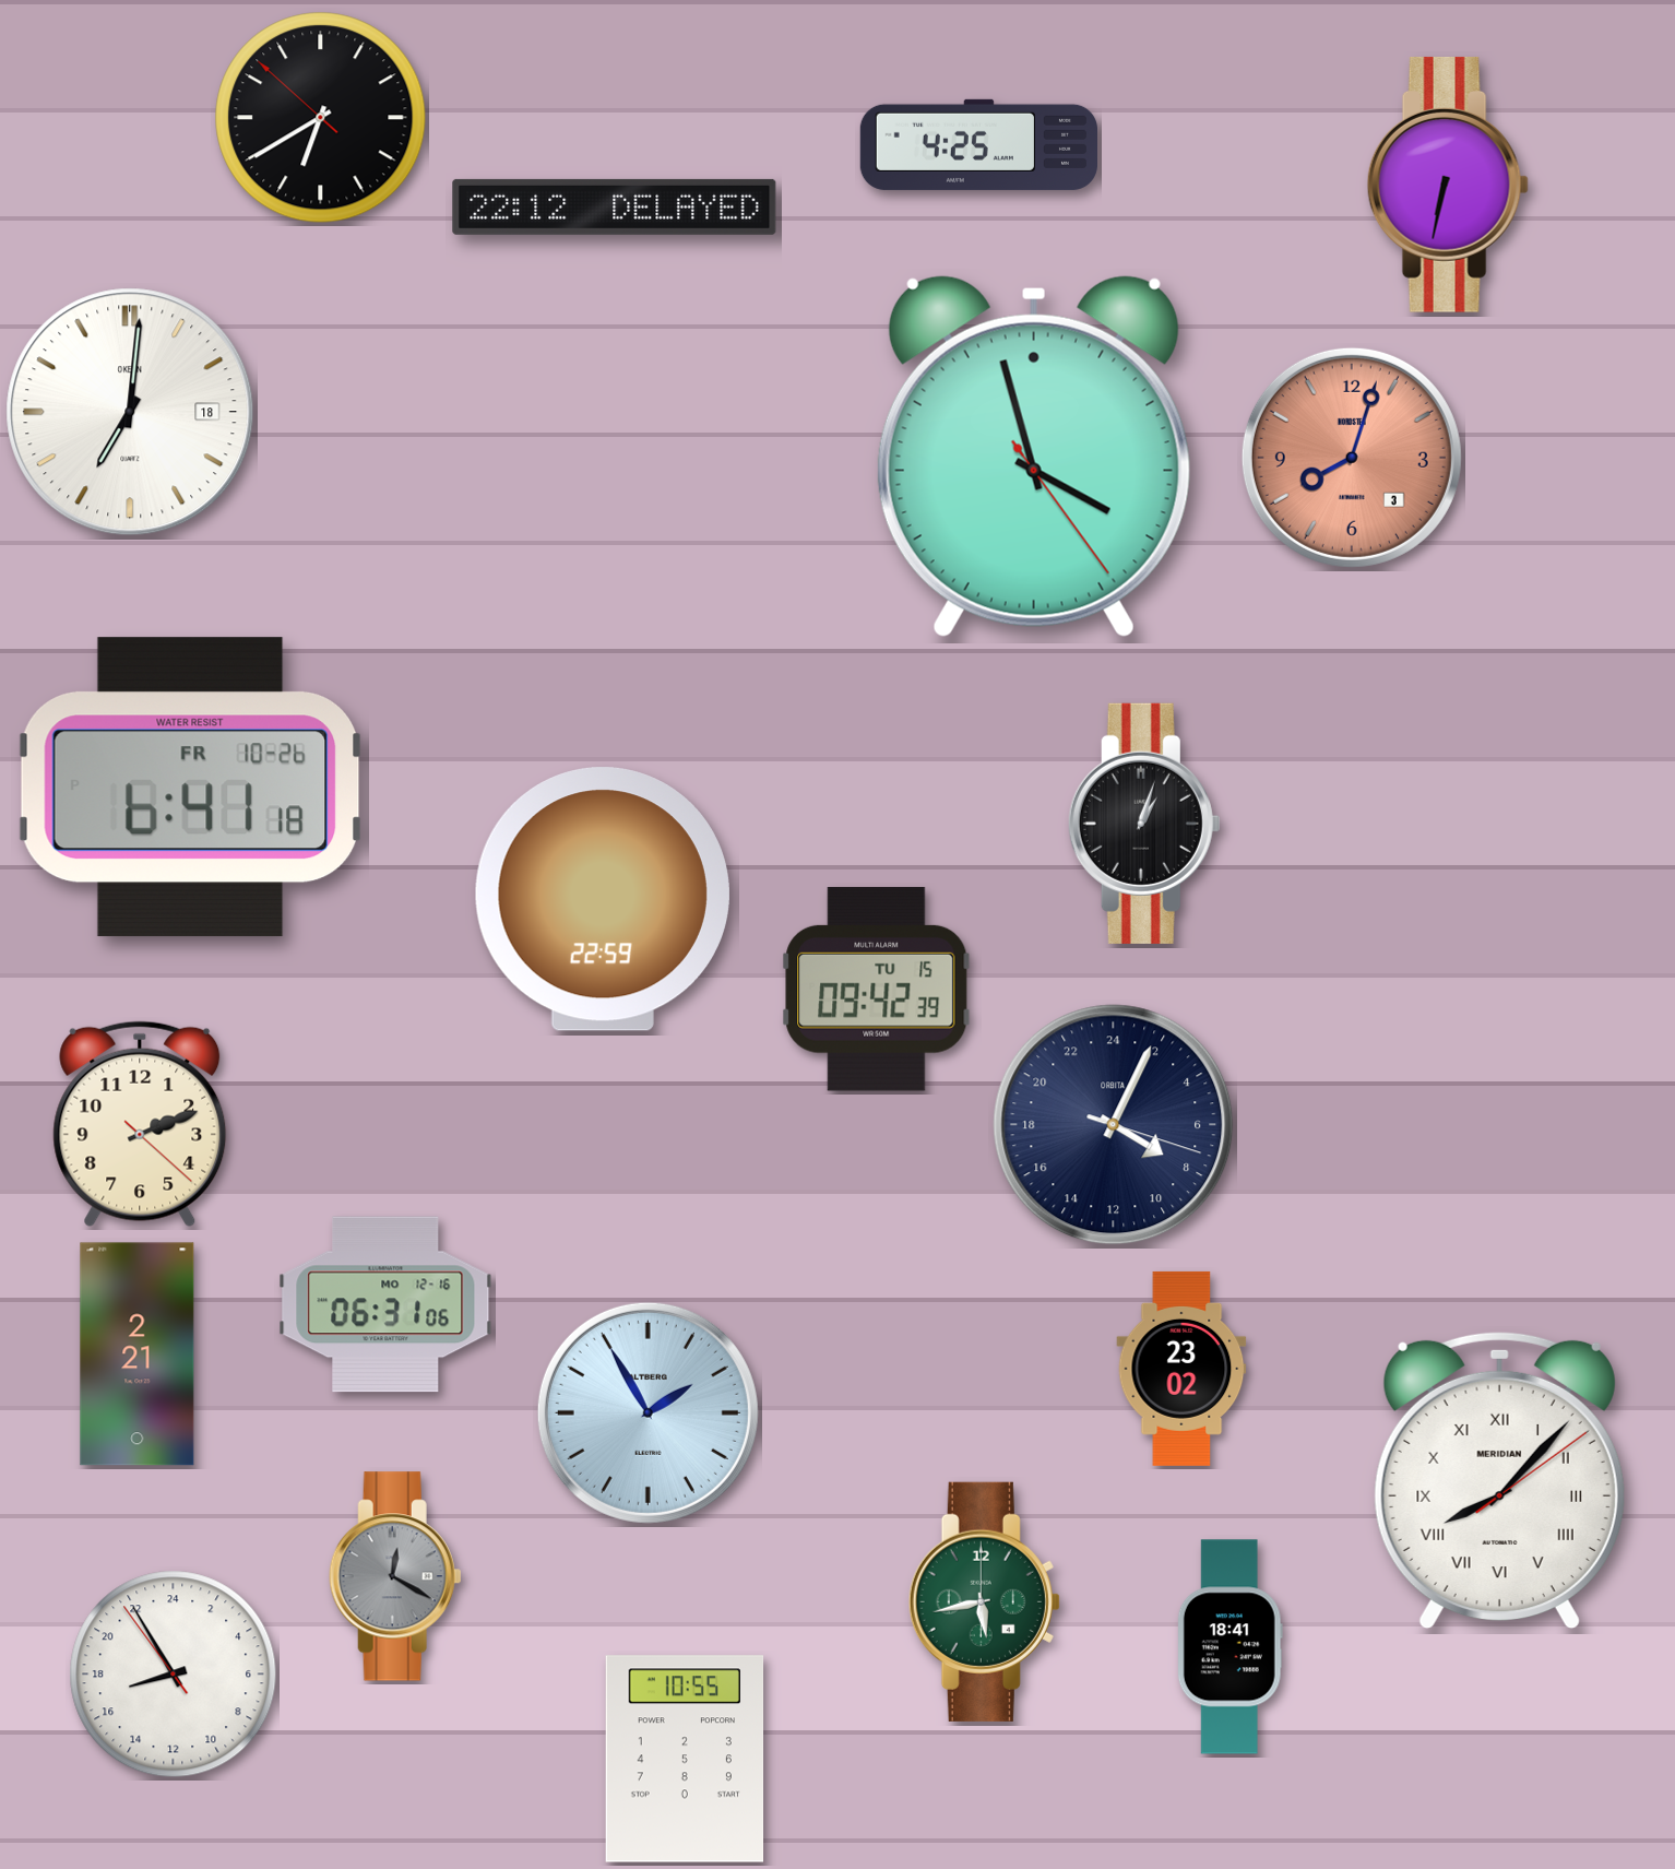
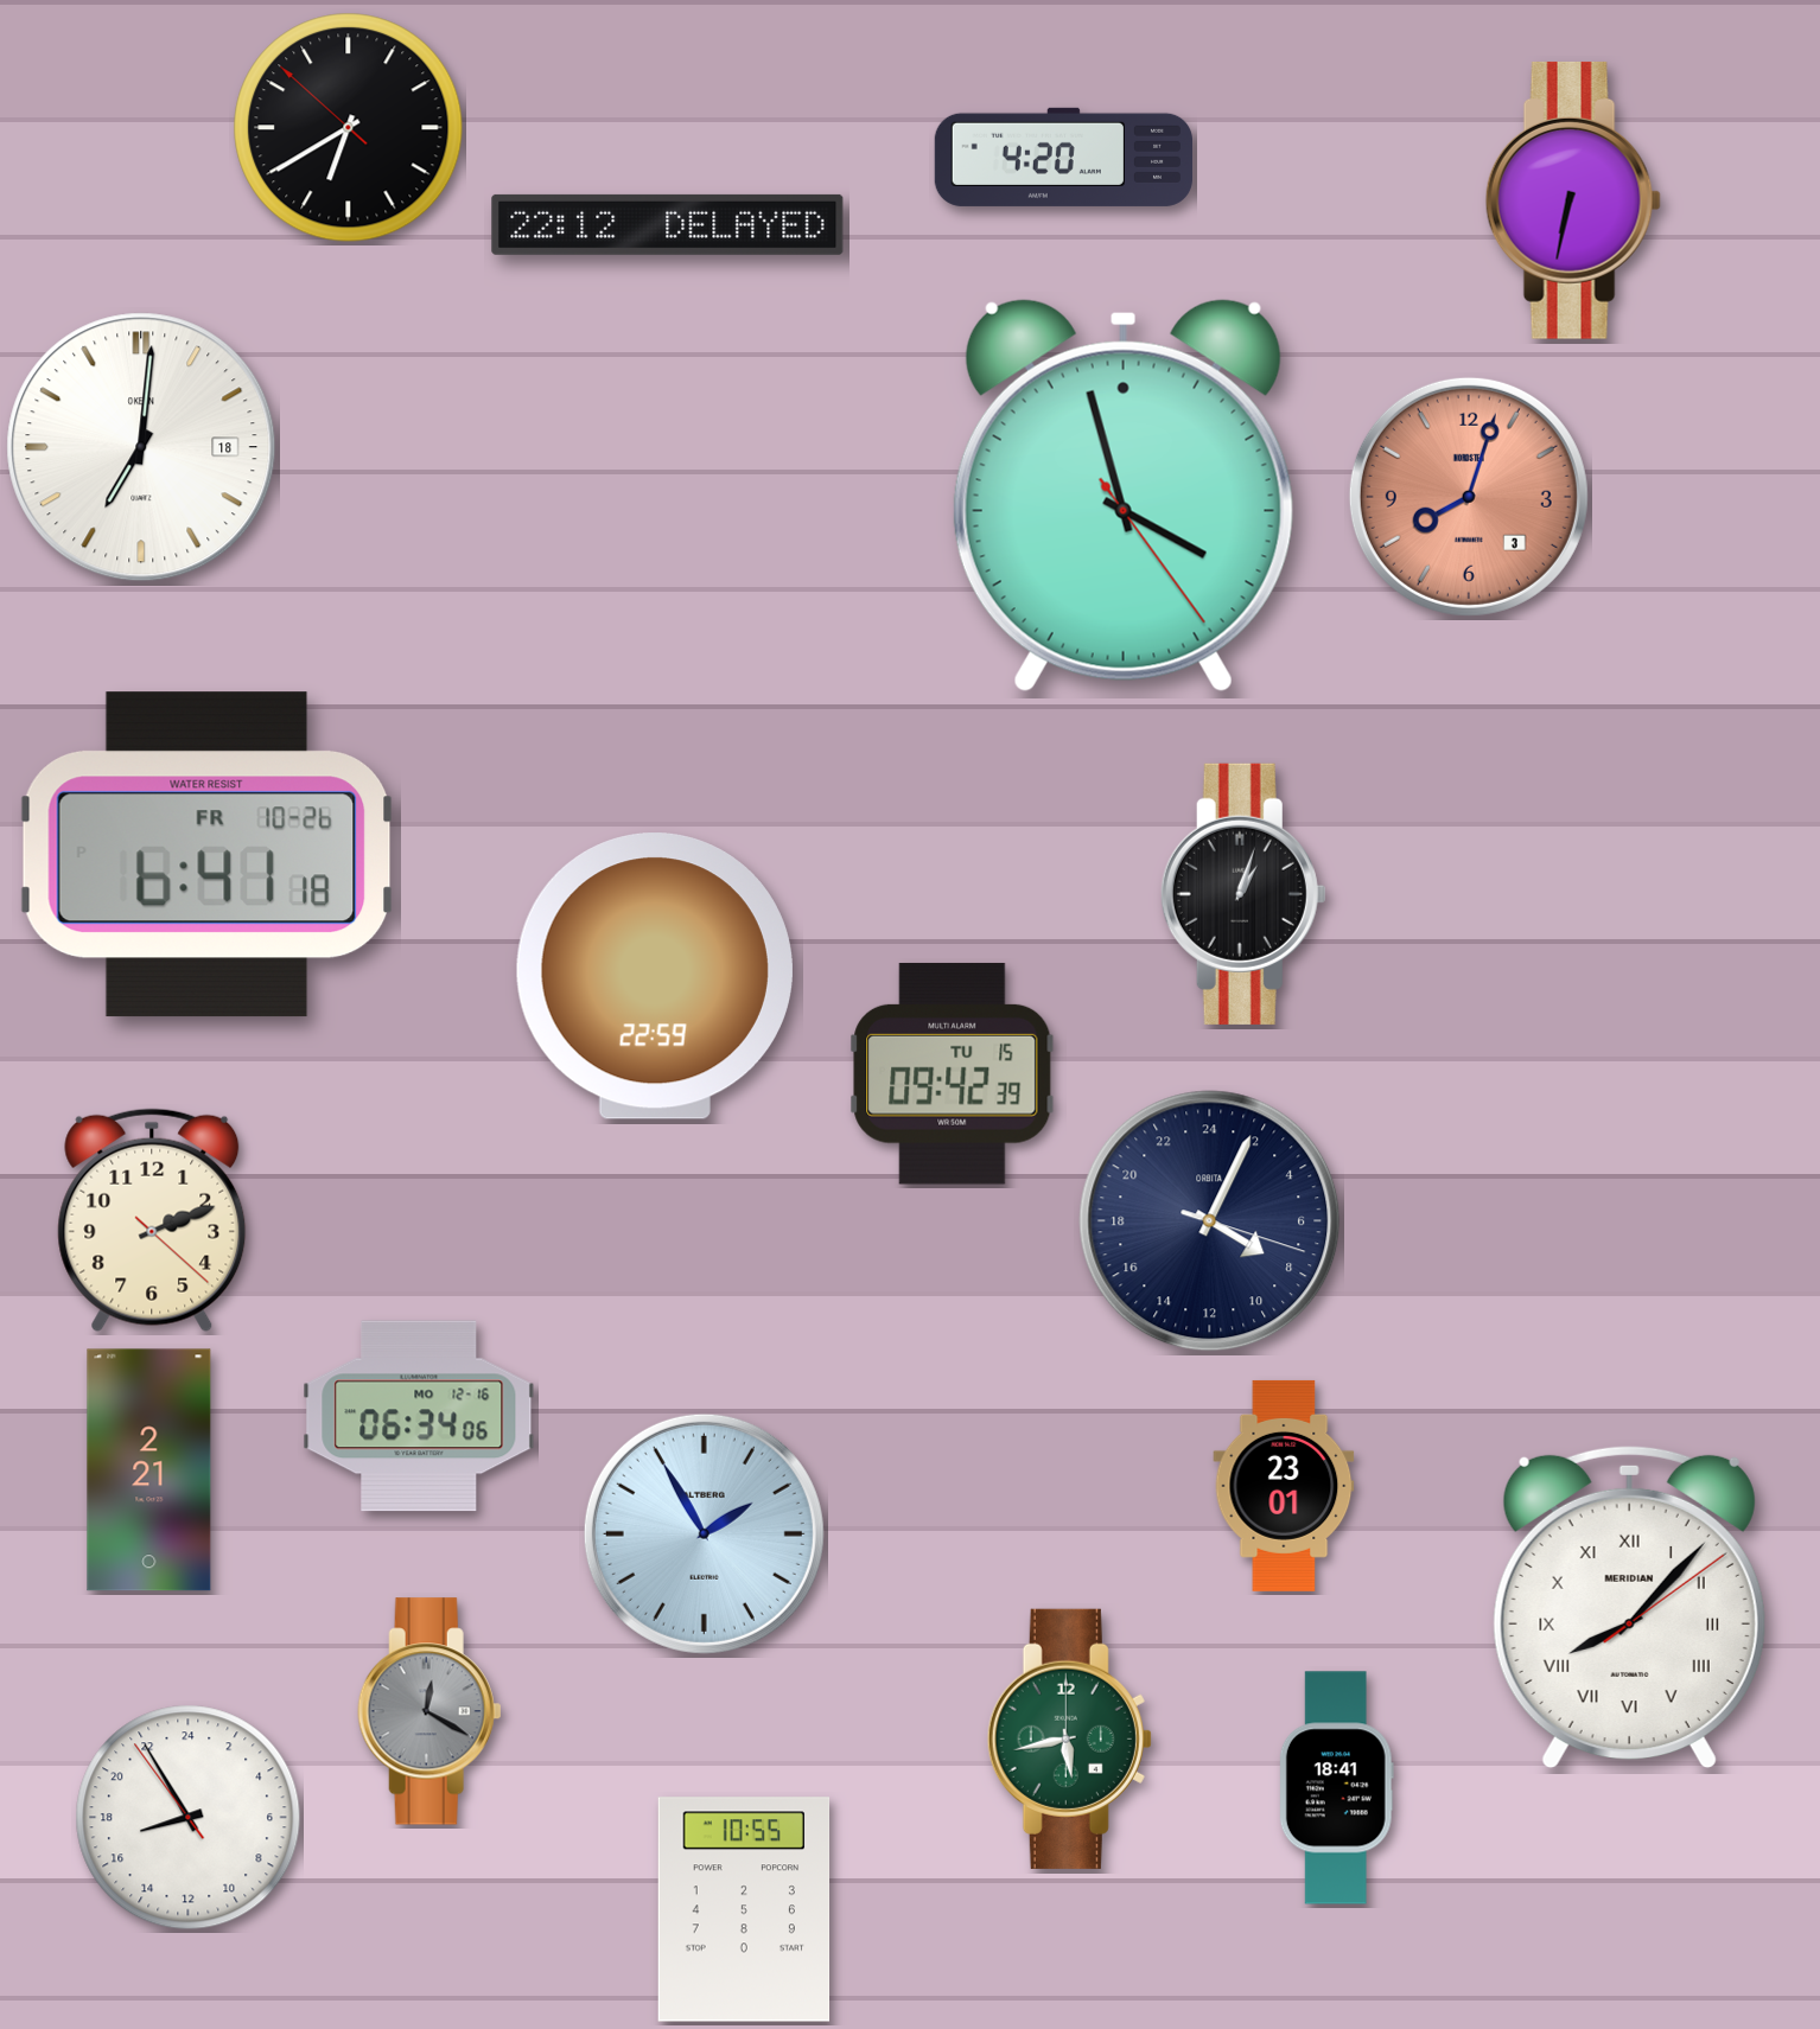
clock at (978, 144): 4:25 -> 4:20
clock at (385, 1304): 06:31 -> 06:34
clock at (1181, 1369): 23:02 -> 23:01
